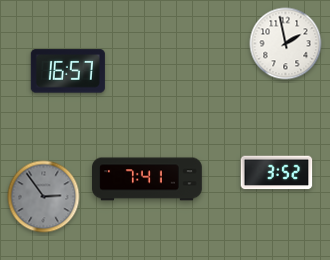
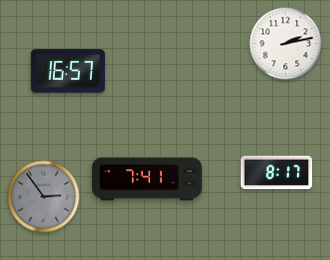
clock at (286, 44): 1:58 -> 2:13
clock at (277, 173): 3:52 -> 8:17
